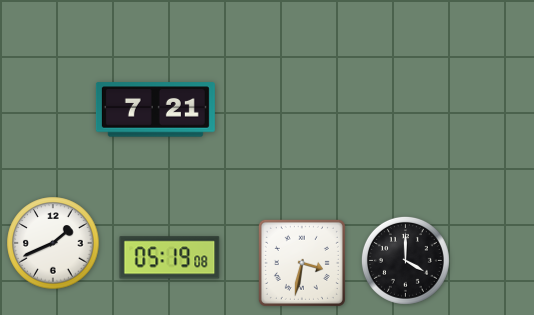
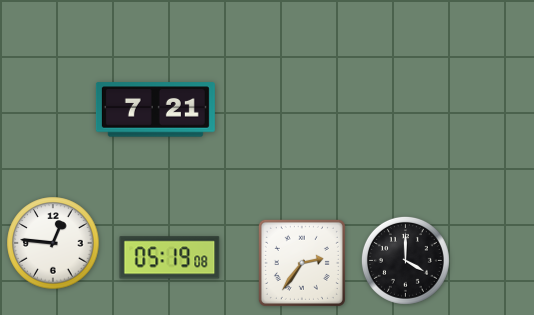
clock at (53, 243): 1:41 -> 12:46
clock at (302, 263): 3:32 -> 2:36
